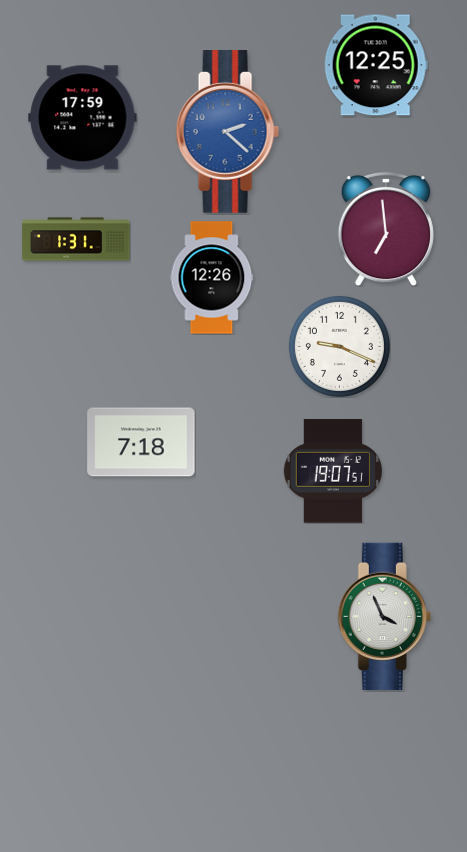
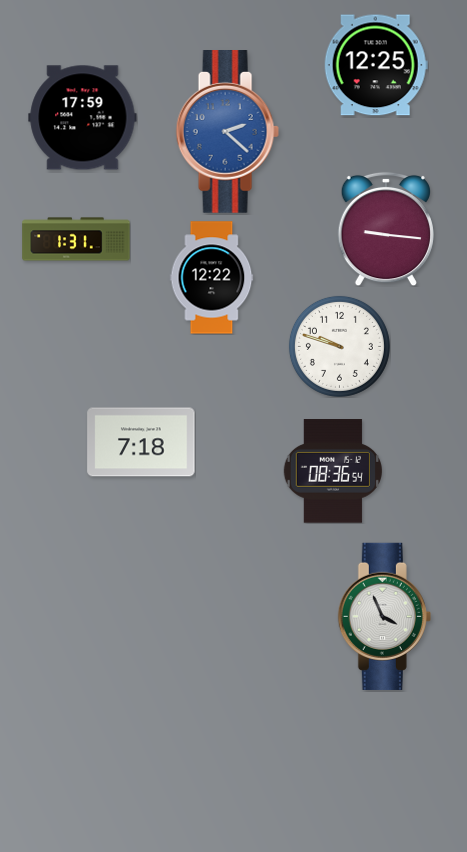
clock at (386, 229): 6:59 -> 9:16
clock at (212, 278): 12:26 -> 12:22
clock at (339, 346): 9:19 -> 9:48
clock at (333, 471): 19:07 -> 08:36
